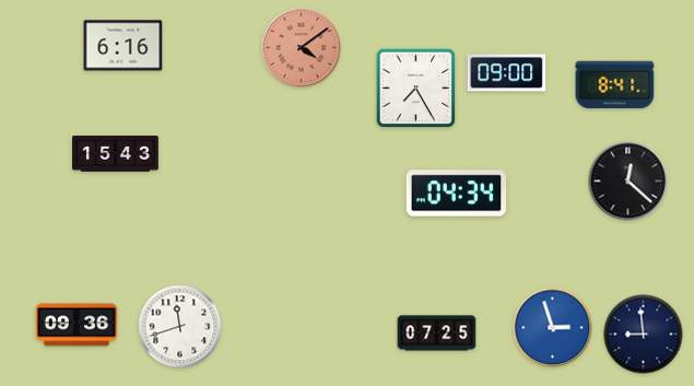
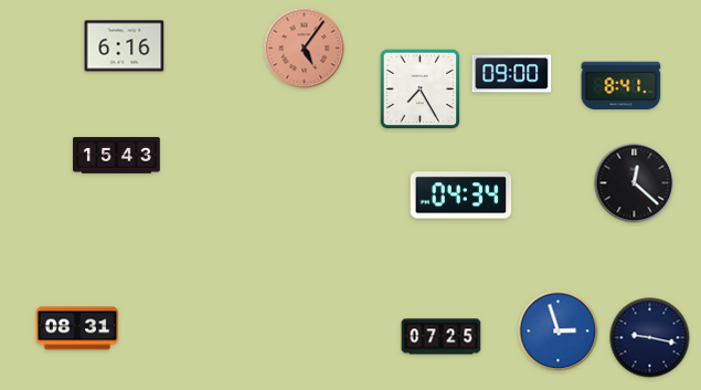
clock at (302, 48): 4:09 -> 5:06
clock at (77, 325): 09:36 -> 08:31
clock at (180, 327): 11:42 -> none
clock at (644, 335): 8:59 -> 9:17
